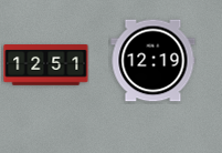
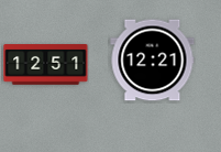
clock at (154, 61): 12:19 -> 12:21
